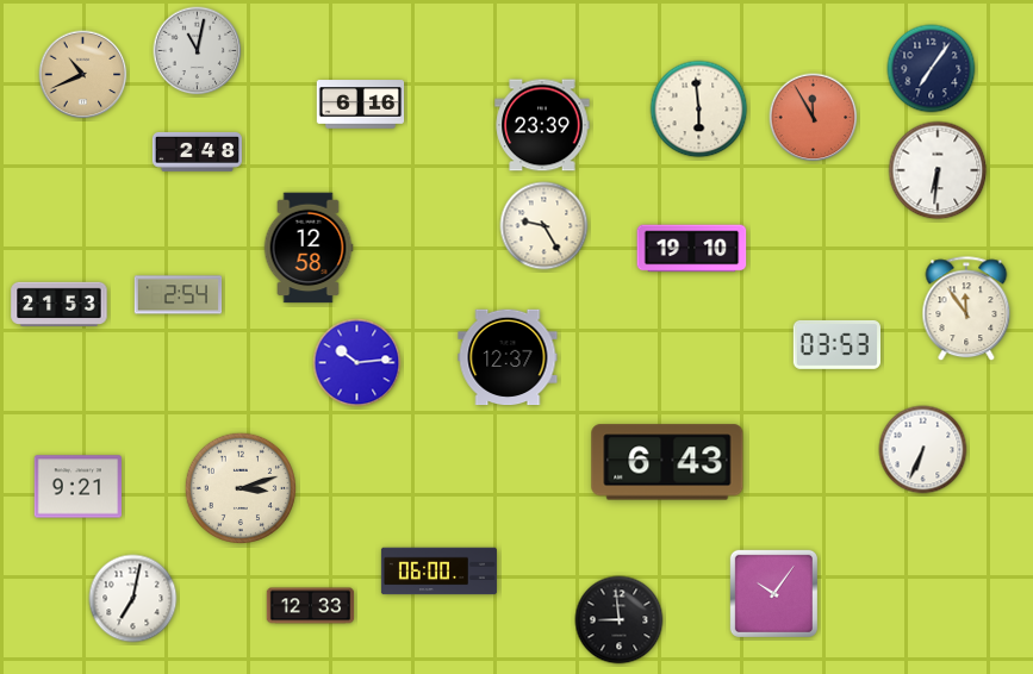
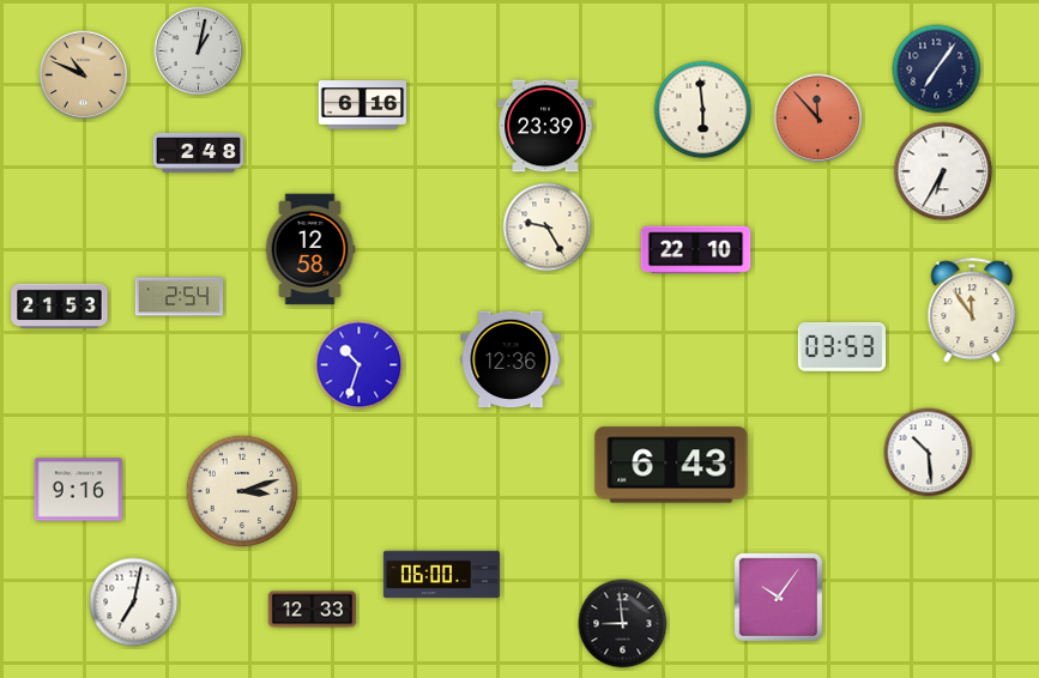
clock at (198, 51): 11:02 -> 1:02
clock at (83, 75): 10:41 -> 10:49
clock at (814, 118): 11:55 -> 11:53
clock at (938, 170): 6:31 -> 6:35
clock at (692, 249): 19:10 -> 22:10
clock at (508, 357): 12:37 -> 12:36
clock at (357, 363): 10:14 -> 10:33
clock at (923, 450): 6:34 -> 10:29
clock at (77, 487): 9:21 -> 9:16
